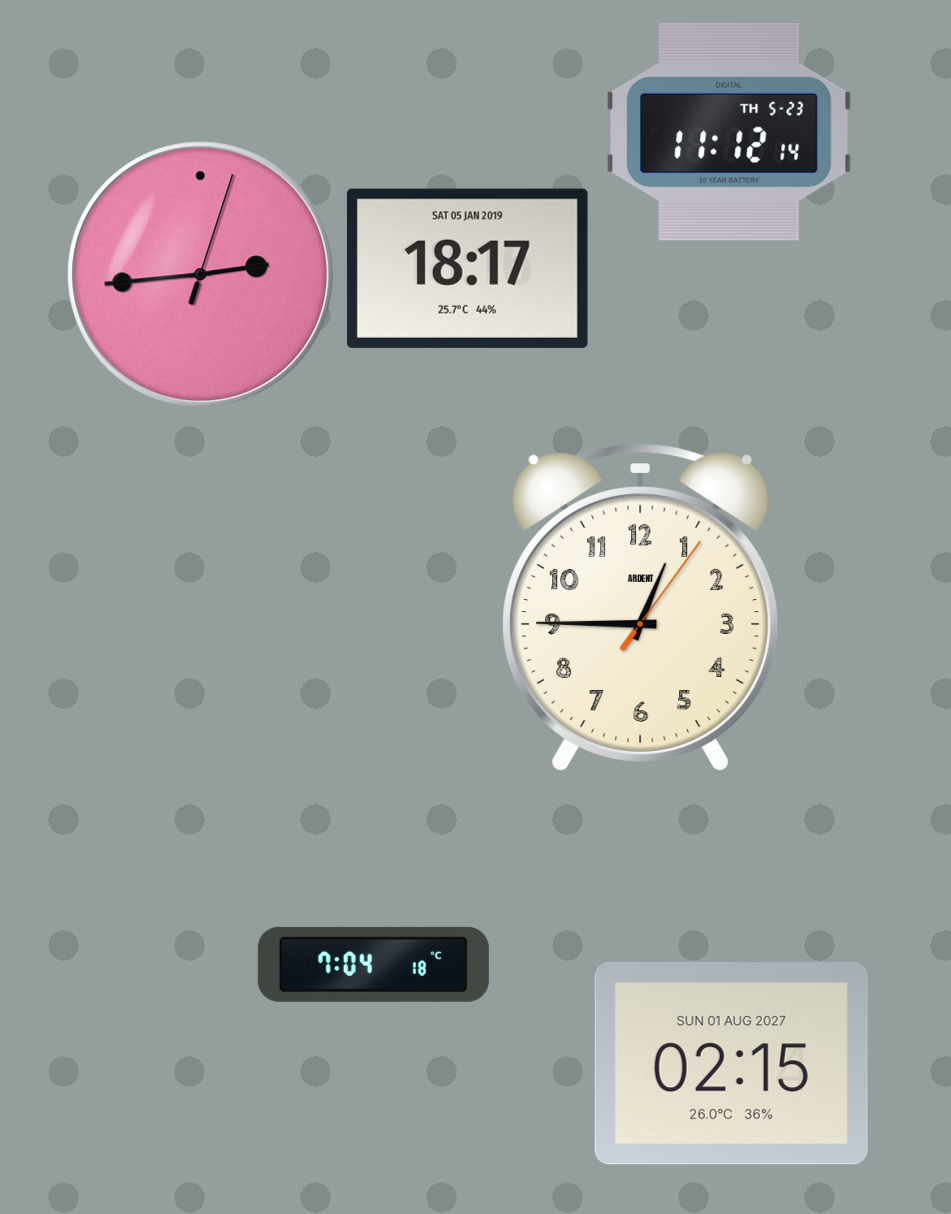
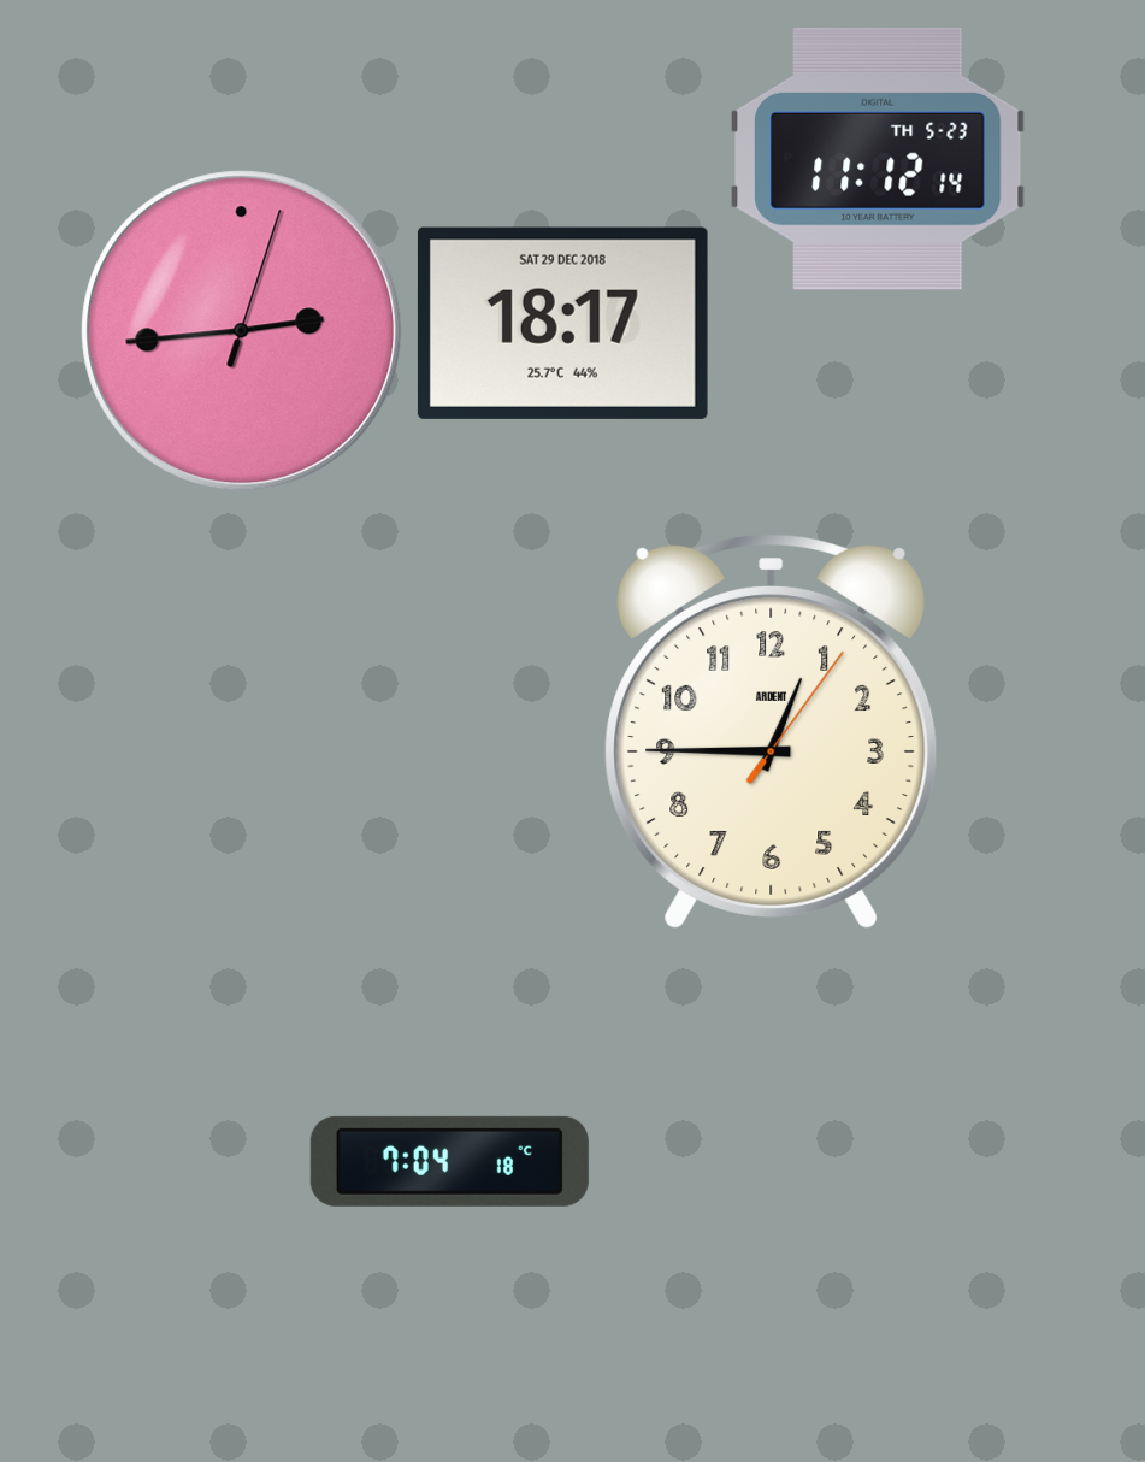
clock at (467, 268) date: SAT 05 JAN 2019 -> SAT 29 DEC 2018
clock at (731, 1063): 02:15 -> none
